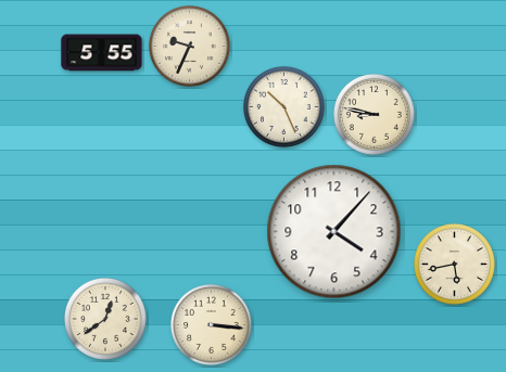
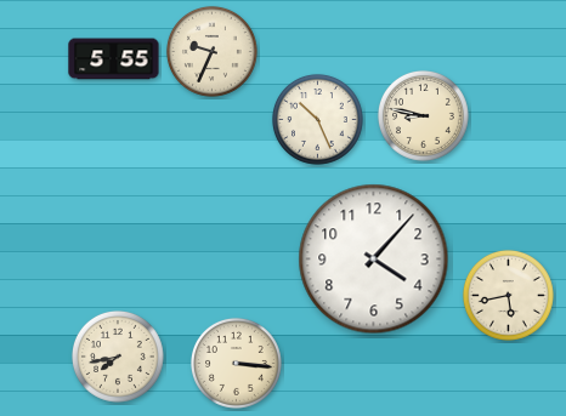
clock at (374, 114) position: (374, 114) -> (423, 115)
clock at (106, 320): 12:39 -> 7:43
